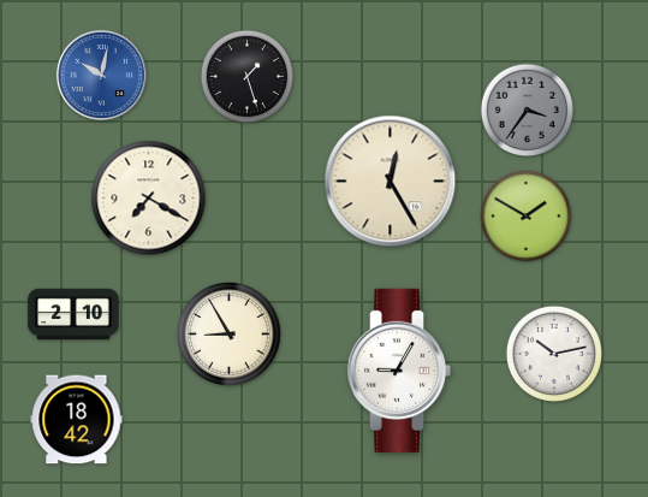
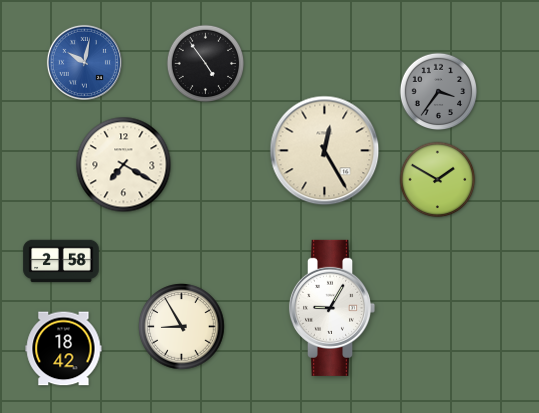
clock at (248, 77): 1:27 -> 4:54
clock at (73, 314): 2:10 -> 2:58
clock at (230, 335) position: (230, 335) -> (182, 327)
clock at (554, 354): 10:13 -> none
